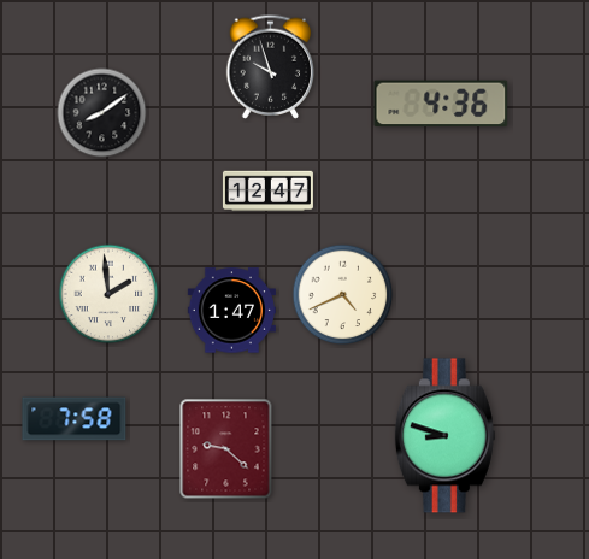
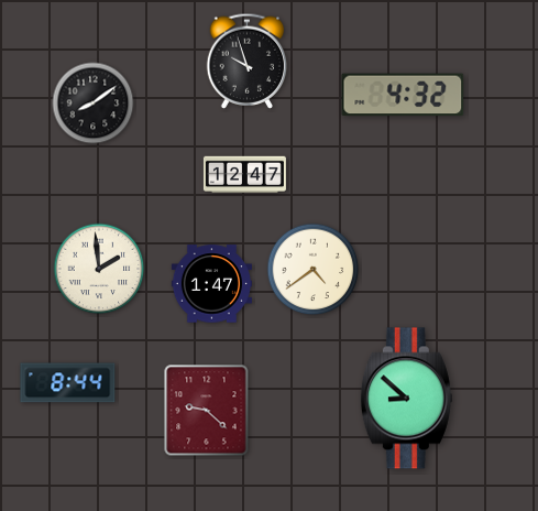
clock at (441, 104): 4:36 -> 4:32
clock at (343, 295): 4:41 -> 4:39
clock at (75, 419): 7:58 -> 8:44
clock at (444, 436): 8:48 -> 8:52
